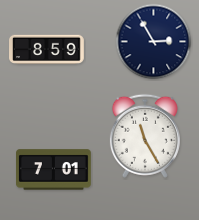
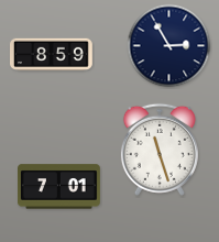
clock at (145, 136): 11:25 -> 11:27
